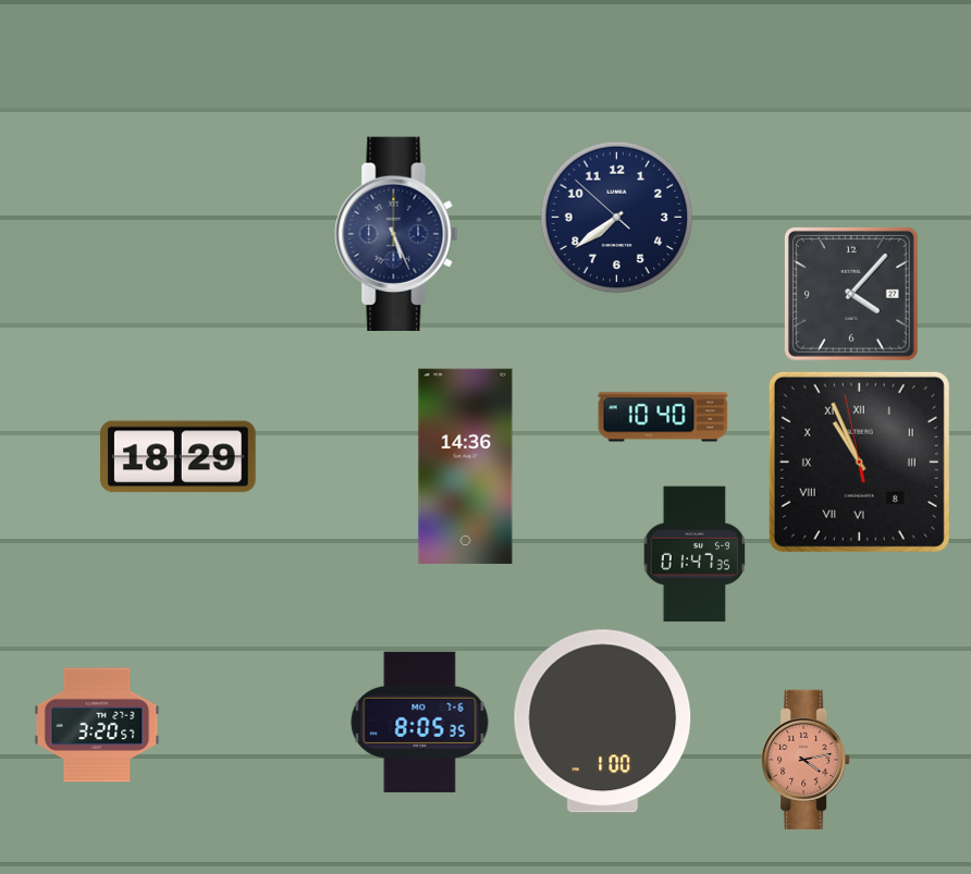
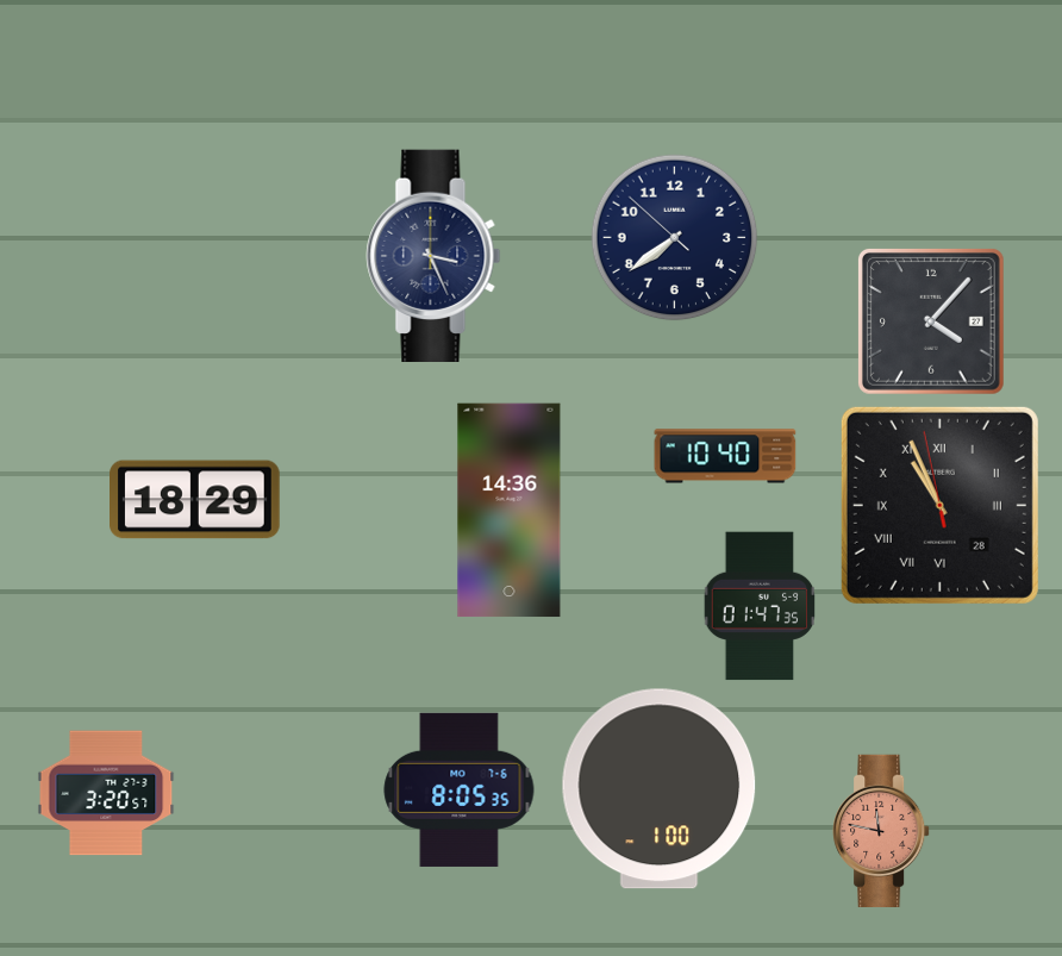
clock at (396, 233): 5:26 -> 3:26
clock at (859, 461) date: 8 -> 28
clock at (806, 759): 4:13 -> 11:47
